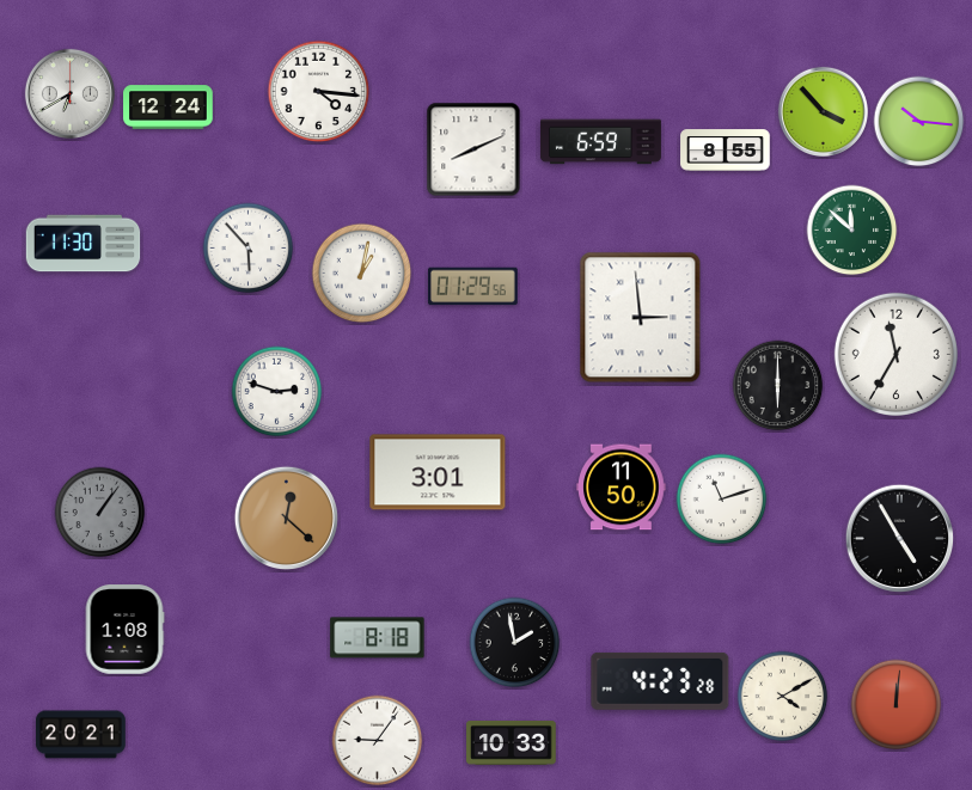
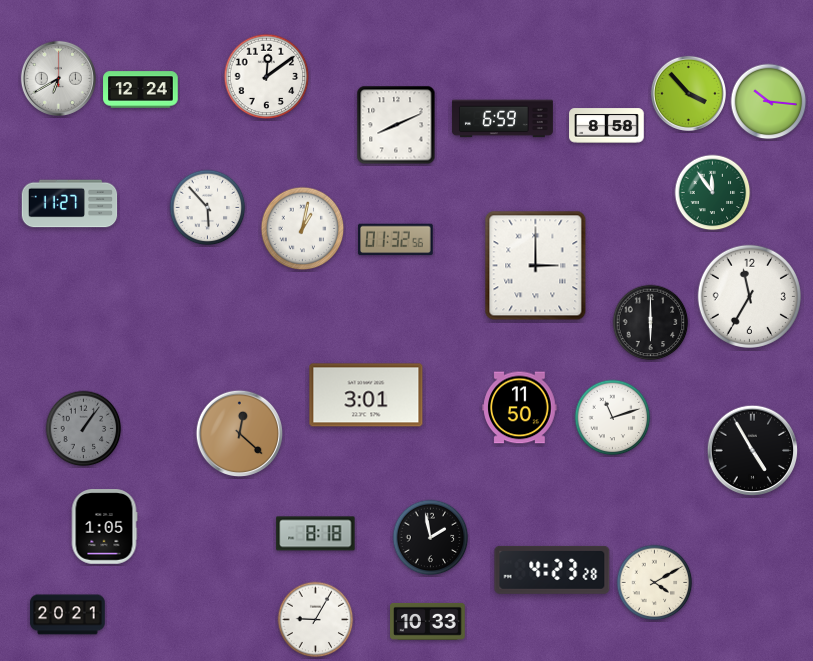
clock at (319, 92): 4:16 -> 12:09
clock at (726, 151): 8:55 -> 8:58
clock at (852, 231): 11:52 -> 11:54
clock at (84, 244): 11:30 -> 11:27
clock at (473, 287): 01:29 -> 01:32
clock at (641, 318): 2:59 -> 3:00
clock at (277, 392): 2:48 -> none
clock at (722, 500) position: (722, 500) -> (613, 418)
clock at (124, 630): 1:08 -> 1:05
clock at (897, 705): 12:01 -> none
clock at (378, 741): 9:06 -> 9:05
